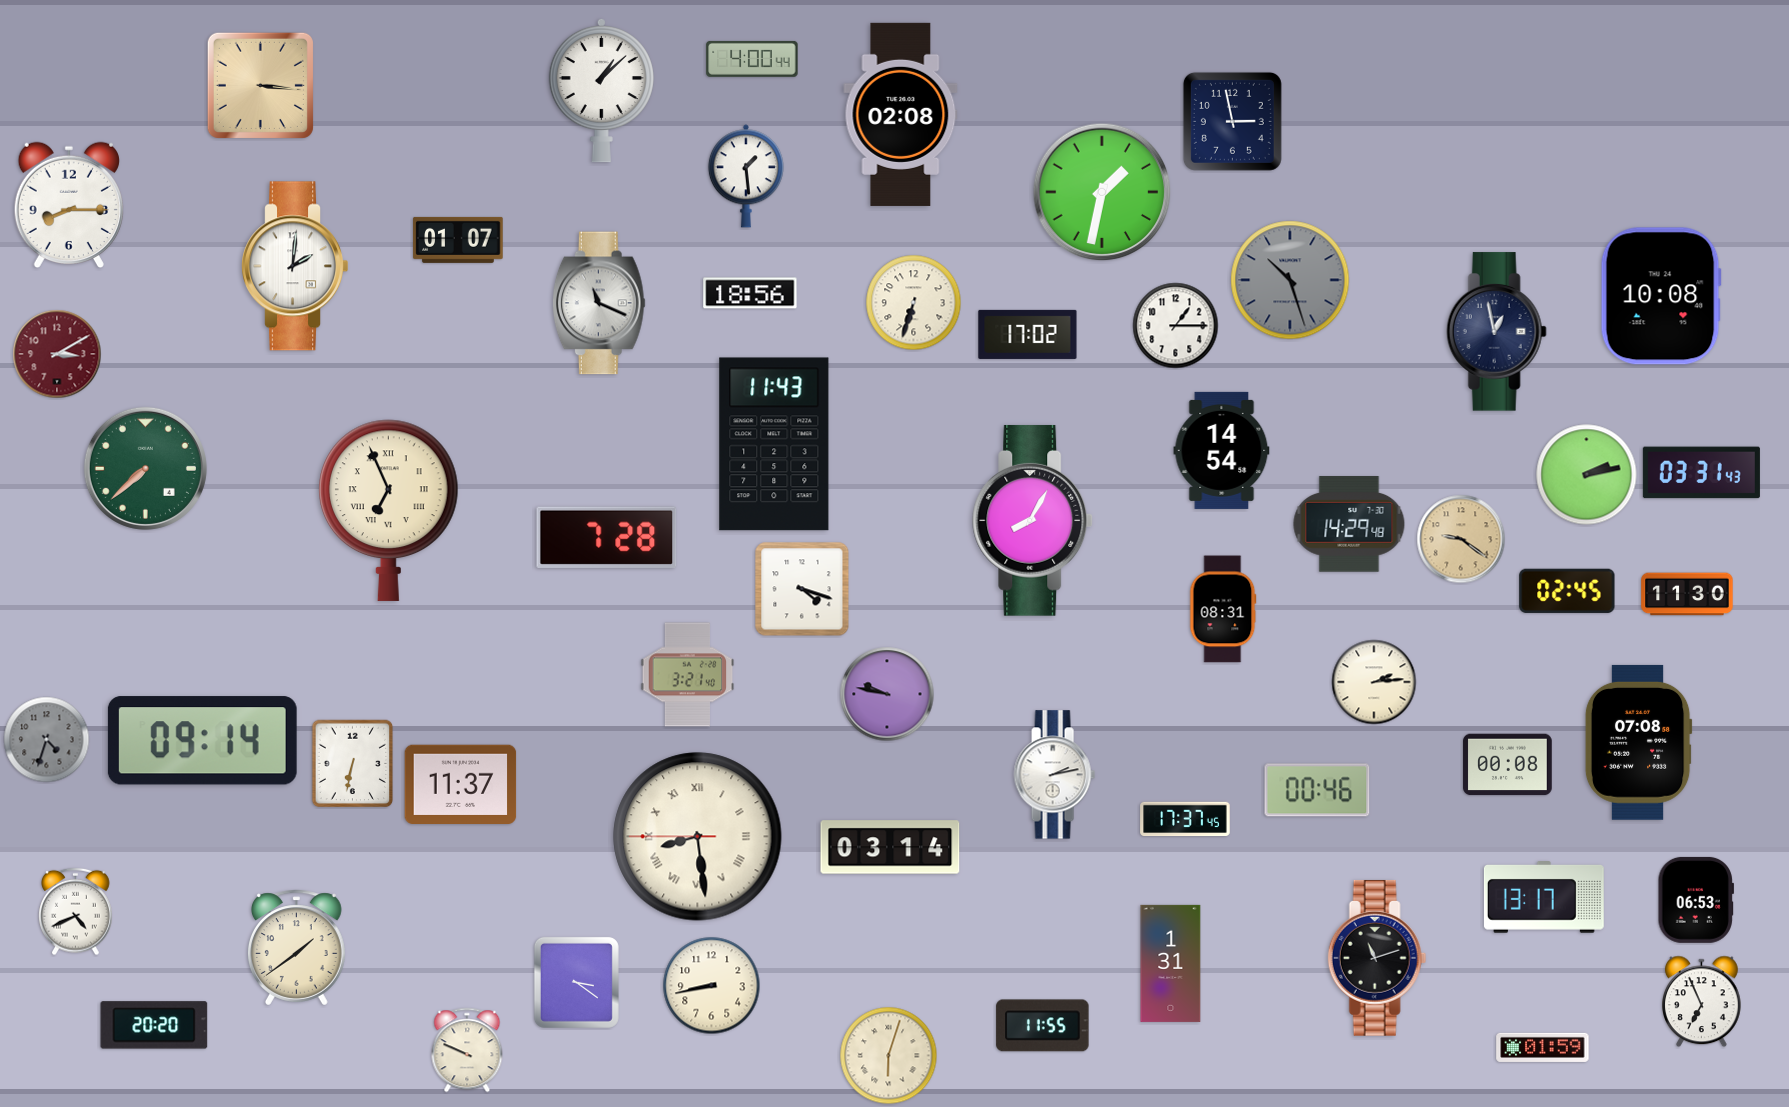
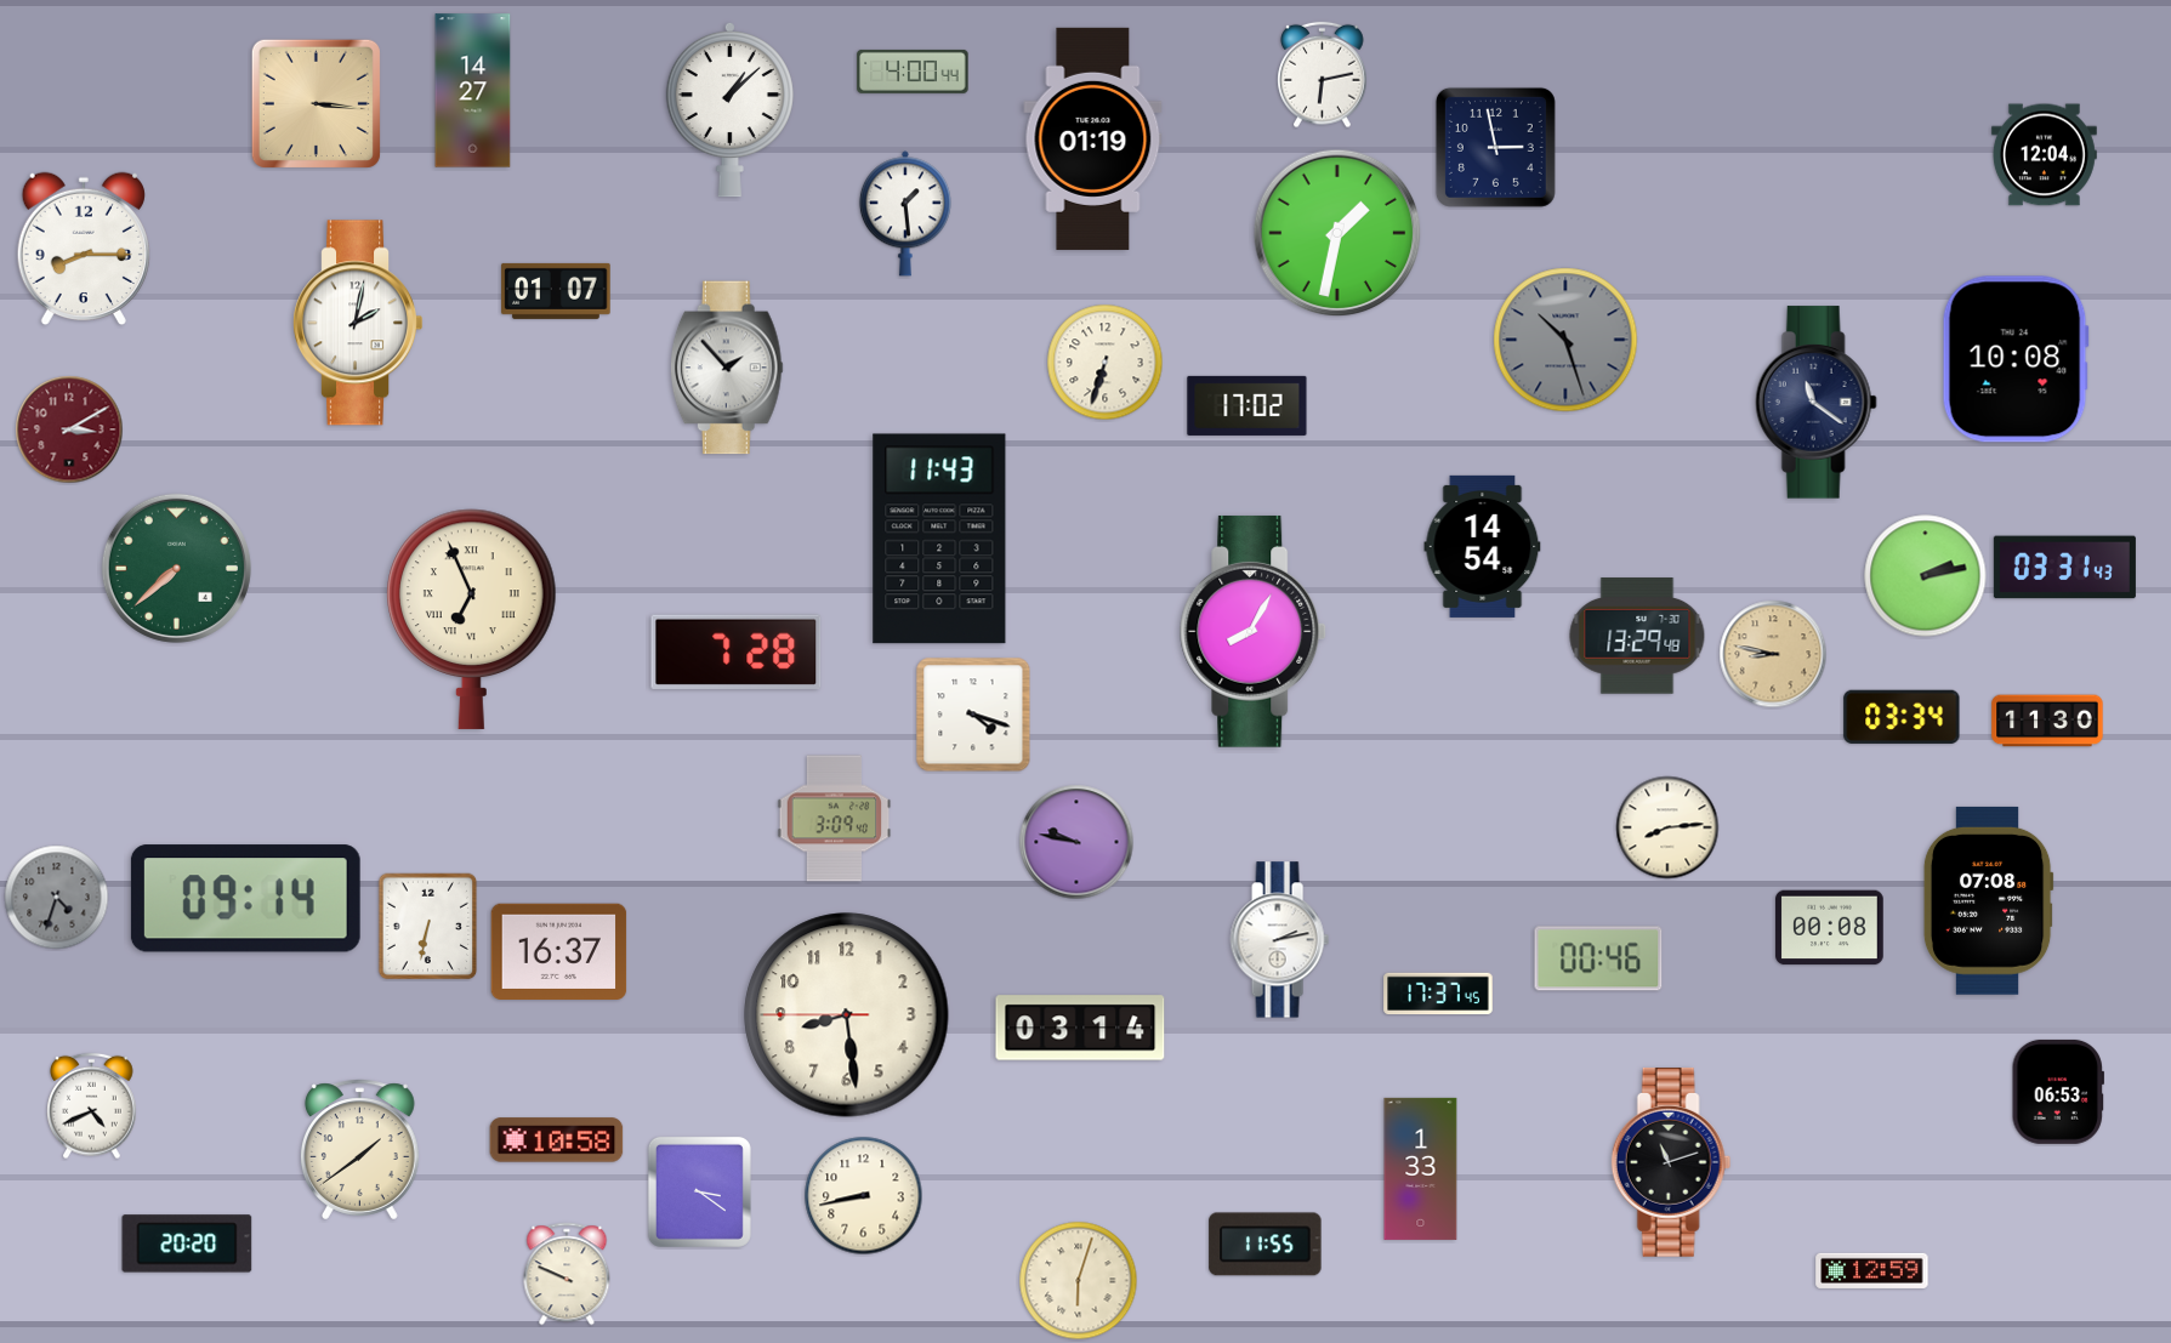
clock at (1323, 75): none -> 6:13
clock at (473, 91): none -> 14:27
clock at (901, 114): 02:08 -> 01:19
clock at (2045, 155): none -> 12:04
clock at (294, 266): 2:01 -> 2:02
clock at (750, 293): 18:56 -> none
clock at (599, 303): 11:19 -> 1:53
clock at (914, 303) position: (914, 303) -> (1106, 363)
clock at (1176, 326): 1:15 -> none
clock at (1496, 332): 12:58 -> 11:21
clock at (1701, 473) position: (1701, 473) -> (2064, 568)
clock at (1349, 524): 14:29 -> 13:29
clock at (1461, 539): 9:21 -> 8:47
clock at (1567, 591): 02:45 -> 03:34
clock at (1223, 609): 08:31 -> none
clock at (688, 675): 3:21 -> 3:09
clock at (1374, 682): 2:14 -> 8:14
clock at (461, 784): 11:37 -> 16:37
clock at (698, 837) numerals: Roman -> Arabic
clock at (1544, 898): 13:17 -> none
clock at (557, 1140): none -> 10:58
clock at (1171, 963): 1:31 -> 1:33
clock at (1702, 1002): 6:56 -> none
clock at (1543, 1047): 01:59 -> 12:59
